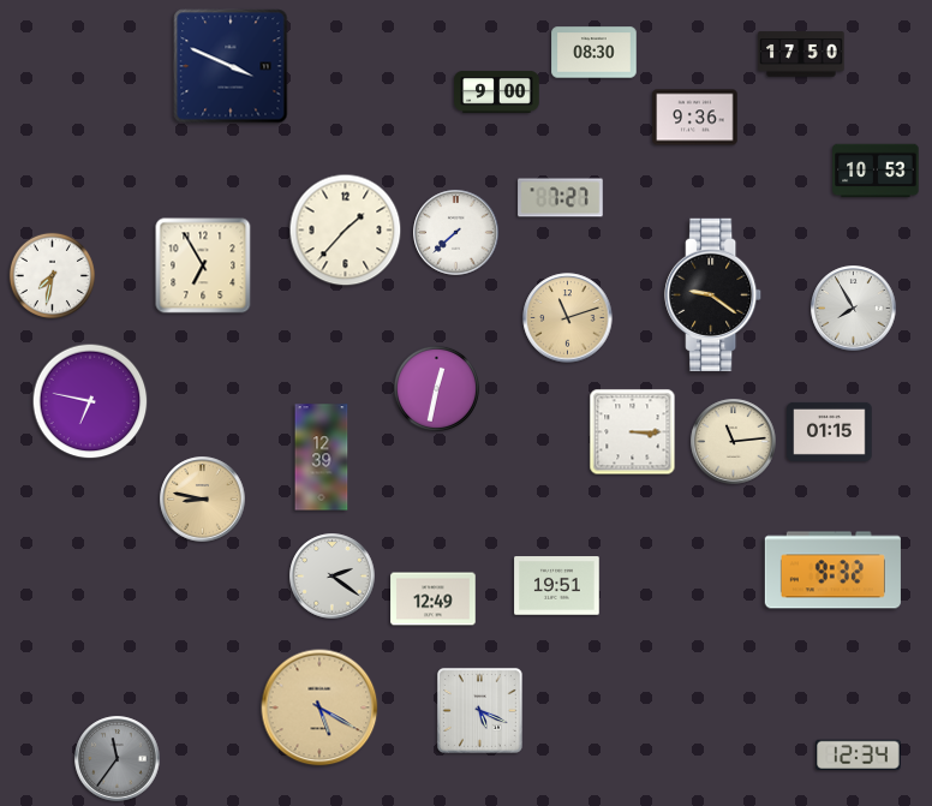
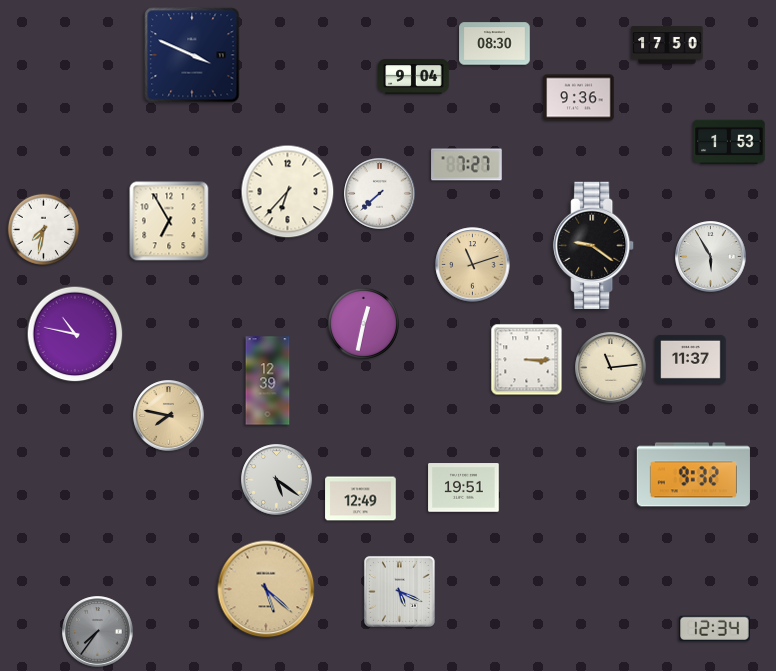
clock at (497, 91): 9:00 -> 9:04
clock at (876, 171): 10:53 -> 1:53
clock at (346, 231): 1:37 -> 6:37
clock at (854, 309): 7:55 -> 5:55
clock at (90, 401): 6:47 -> 10:47
clock at (830, 431): 01:15 -> 11:37
clock at (203, 500): 8:47 -> 7:47
clock at (333, 577): 2:21 -> 5:21
clock at (319, 708): 5:20 -> 5:22
clock at (118, 759): 11:36 -> 7:36
